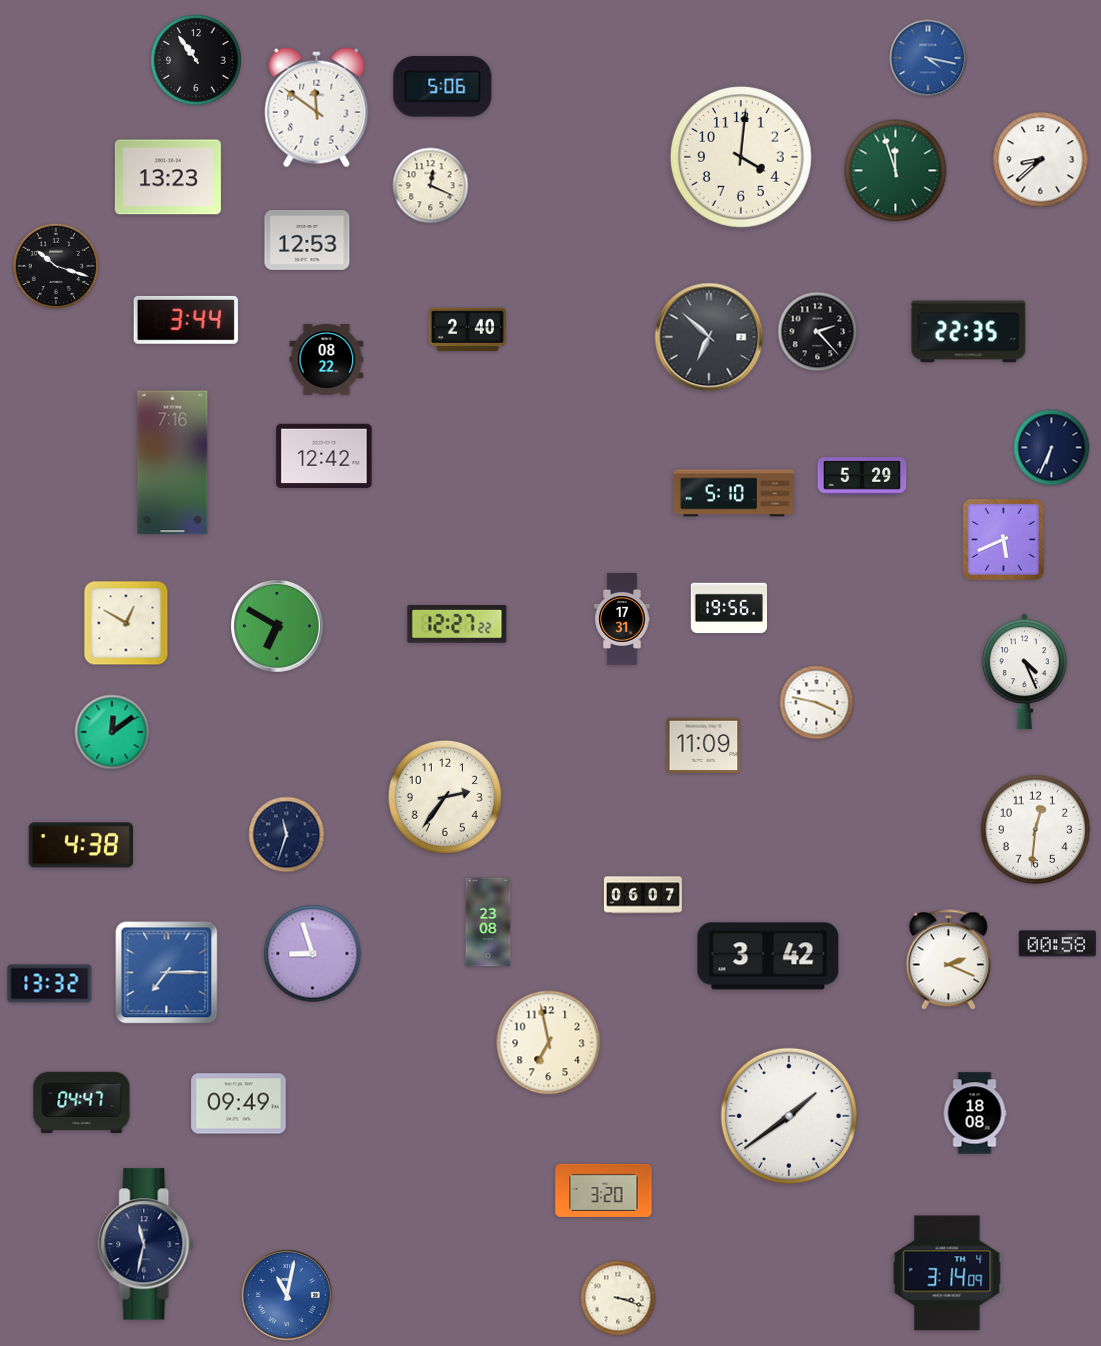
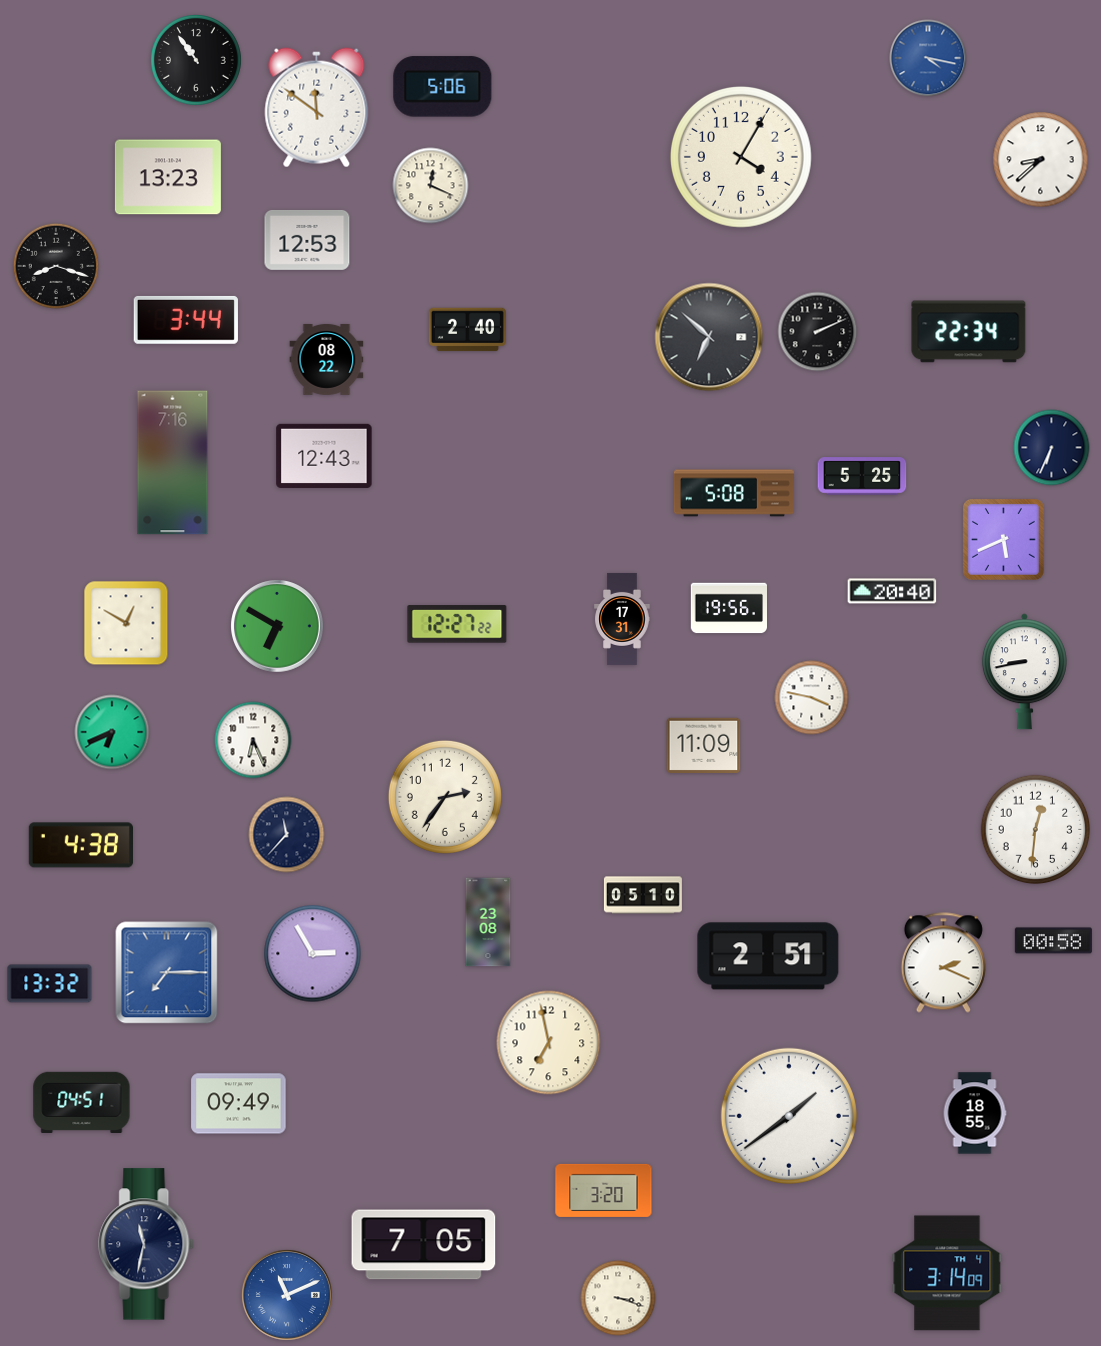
clock at (741, 157): 4:01 -> 4:05
clock at (896, 171): 11:57 -> none
clock at (56, 266): 10:18 -> 8:18
clock at (818, 332): 2:23 -> 2:11
clock at (969, 332): 22:35 -> 22:34
clock at (324, 456): 12:42 -> 12:43
clock at (862, 476): 5:29 -> 5:25
clock at (734, 493): 5:10 -> 5:08
clock at (892, 591): none -> 20:40
clock at (1024, 672): 4:26 -> 8:43
clock at (817, 703) position: (817, 703) -> (812, 698)
clock at (112, 732): 12:09 -> 6:41
clock at (253, 740): none -> 6:26
clock at (287, 835): 11:33 -> 11:37
clock at (643, 895): 06:07 -> 05:10
clock at (1057, 944) position: (1057, 944) -> (1053, 941)
clock at (313, 954): 8:57 -> 2:55
clock at (768, 956): 3:42 -> 2:51
clock at (948, 960) position: (948, 960) -> (943, 963)
clock at (82, 1102): 04:47 -> 04:51
clock at (975, 1113): 18:08 -> 18:55
clock at (424, 1245): none -> 7:05
clock at (287, 1295): 11:02 -> 11:11
